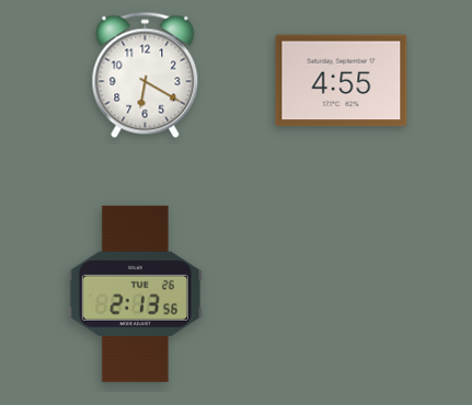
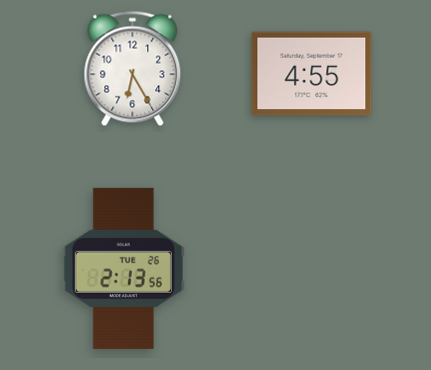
clock at (146, 76): 6:20 -> 6:25
